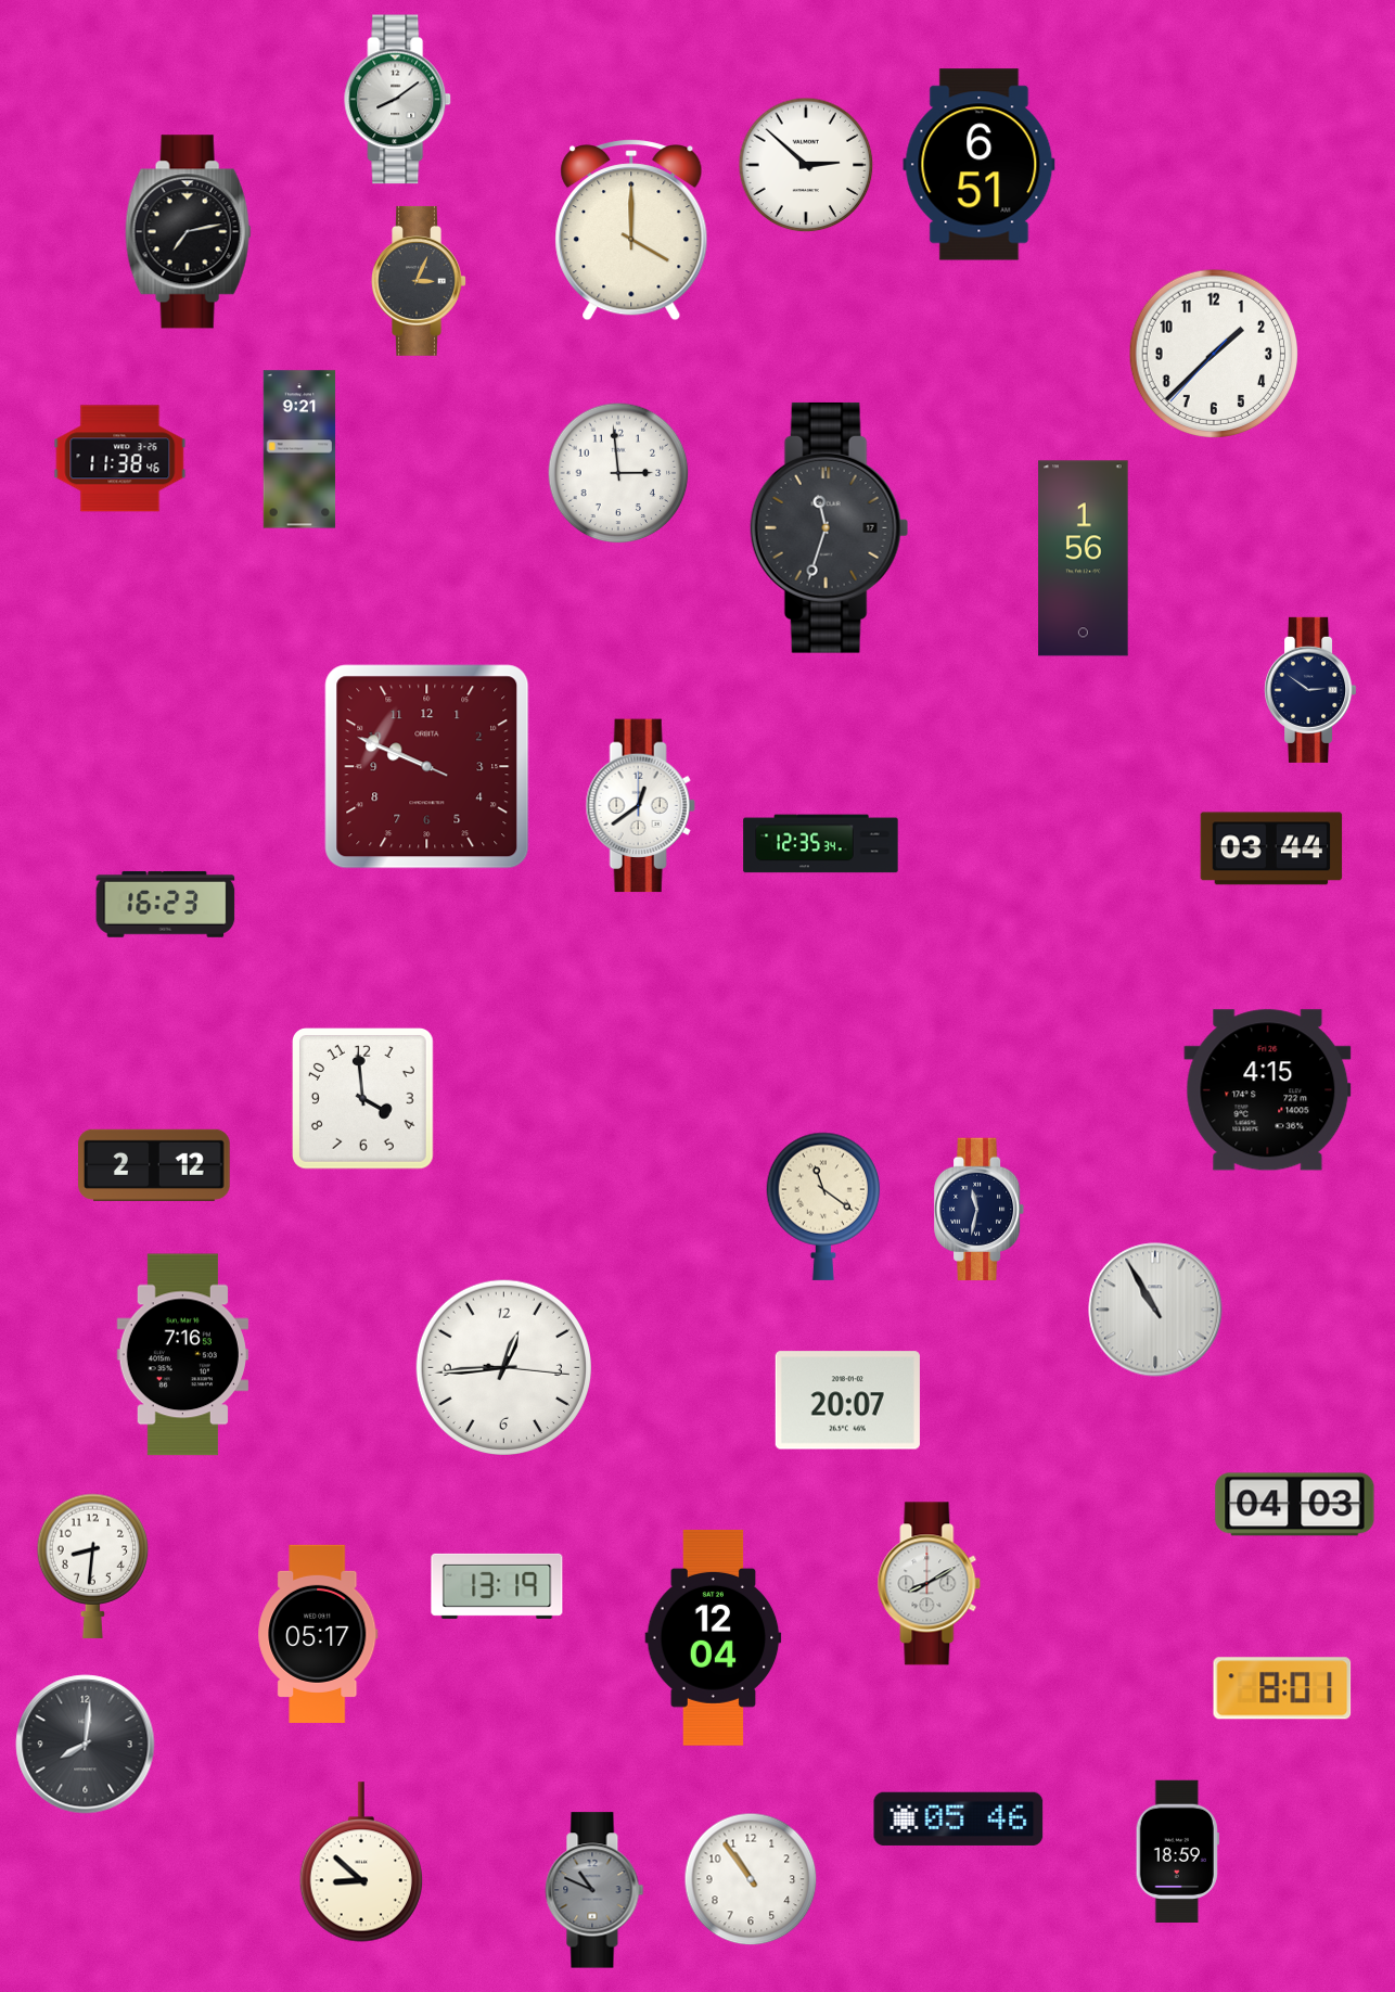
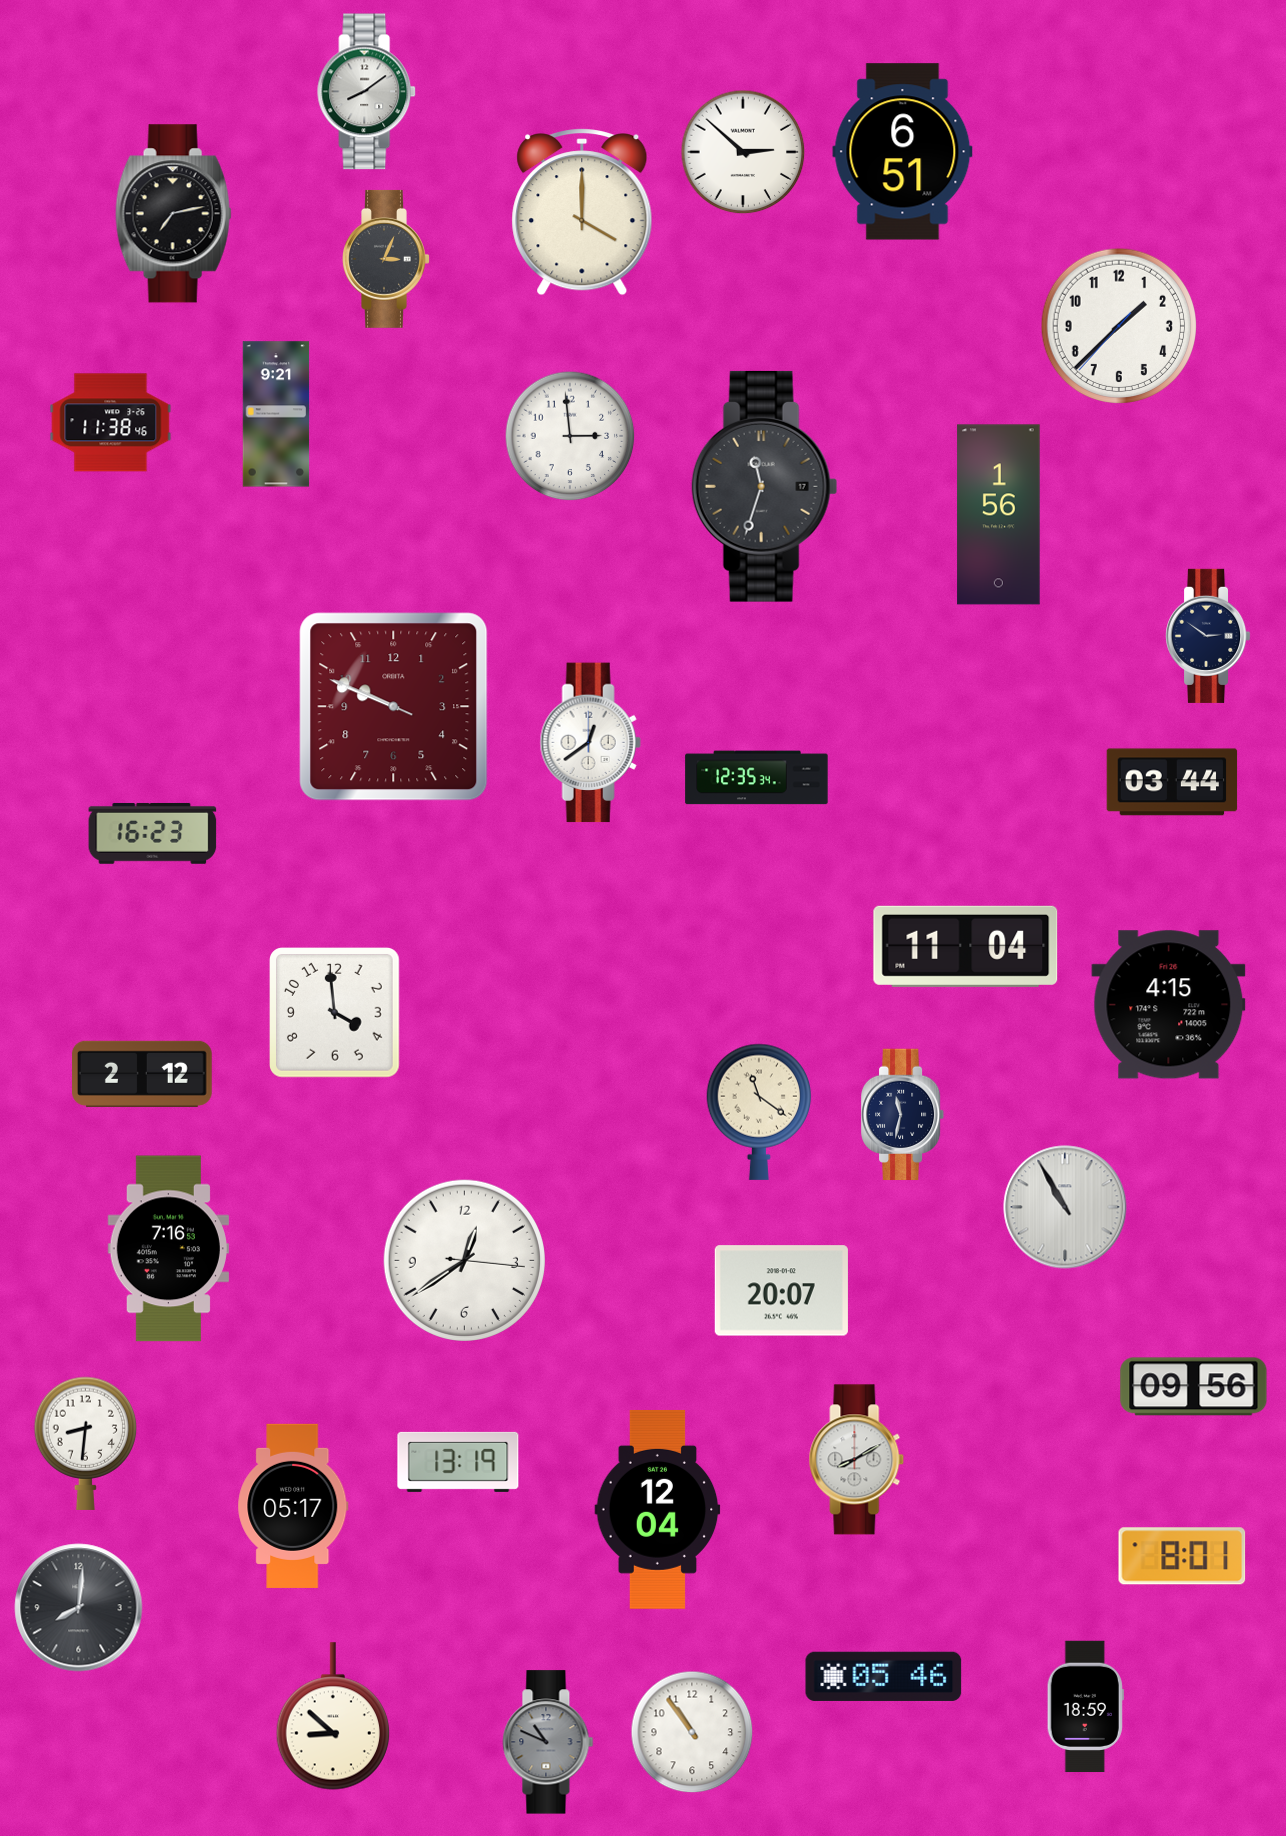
clock at (966, 946): none -> 11:04
clock at (503, 1367): 12:44 -> 12:39
clock at (1295, 1505): 04:03 -> 09:56
